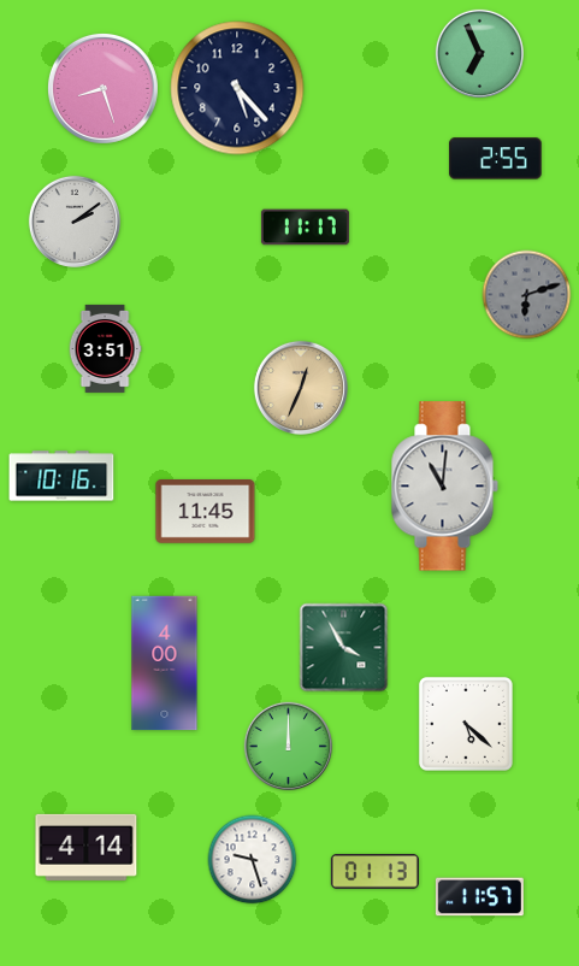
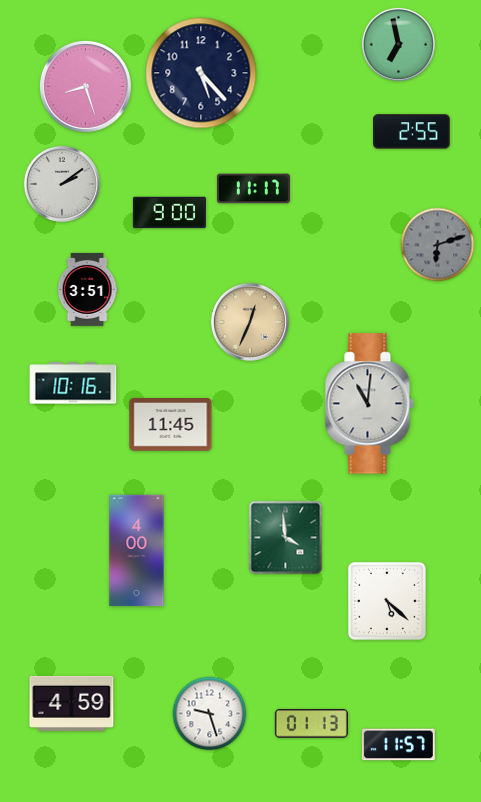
clock at (479, 53): 6:56 -> 6:58
clock at (102, 88) position: (102, 88) -> (85, 86)
clock at (237, 88) position: (237, 88) -> (201, 73)
clock at (169, 213): none -> 9:00
clock at (61, 476) position: (61, 476) -> (73, 383)
clock at (344, 648): 3:55 -> 3:59
clock at (288, 746): 12:00 -> none
clock at (87, 847): 4:14 -> 4:59
